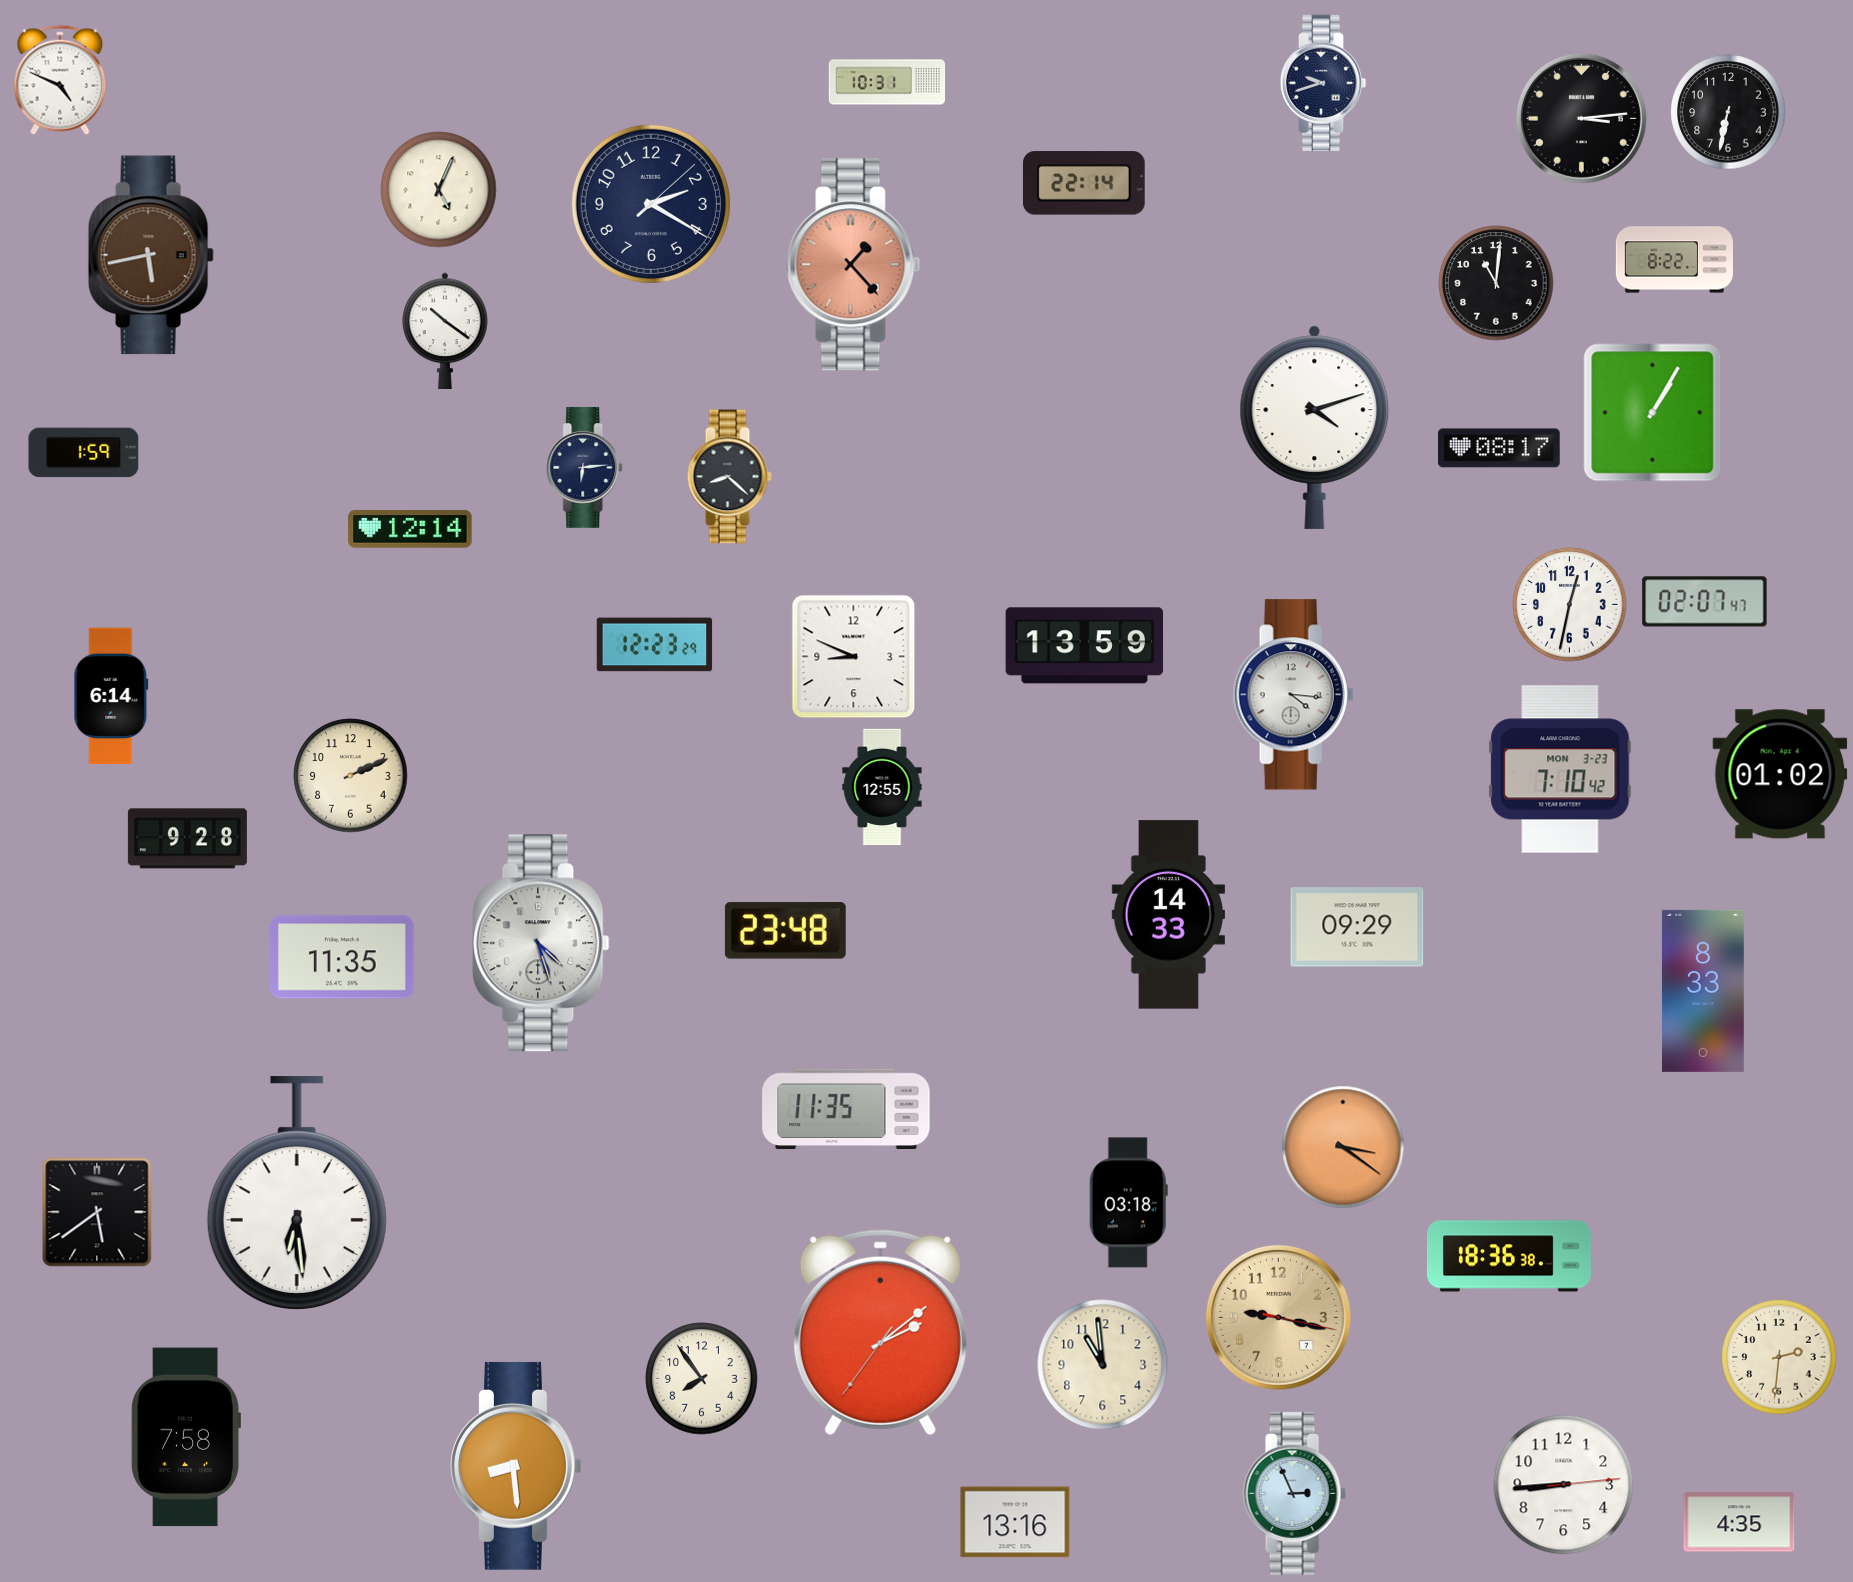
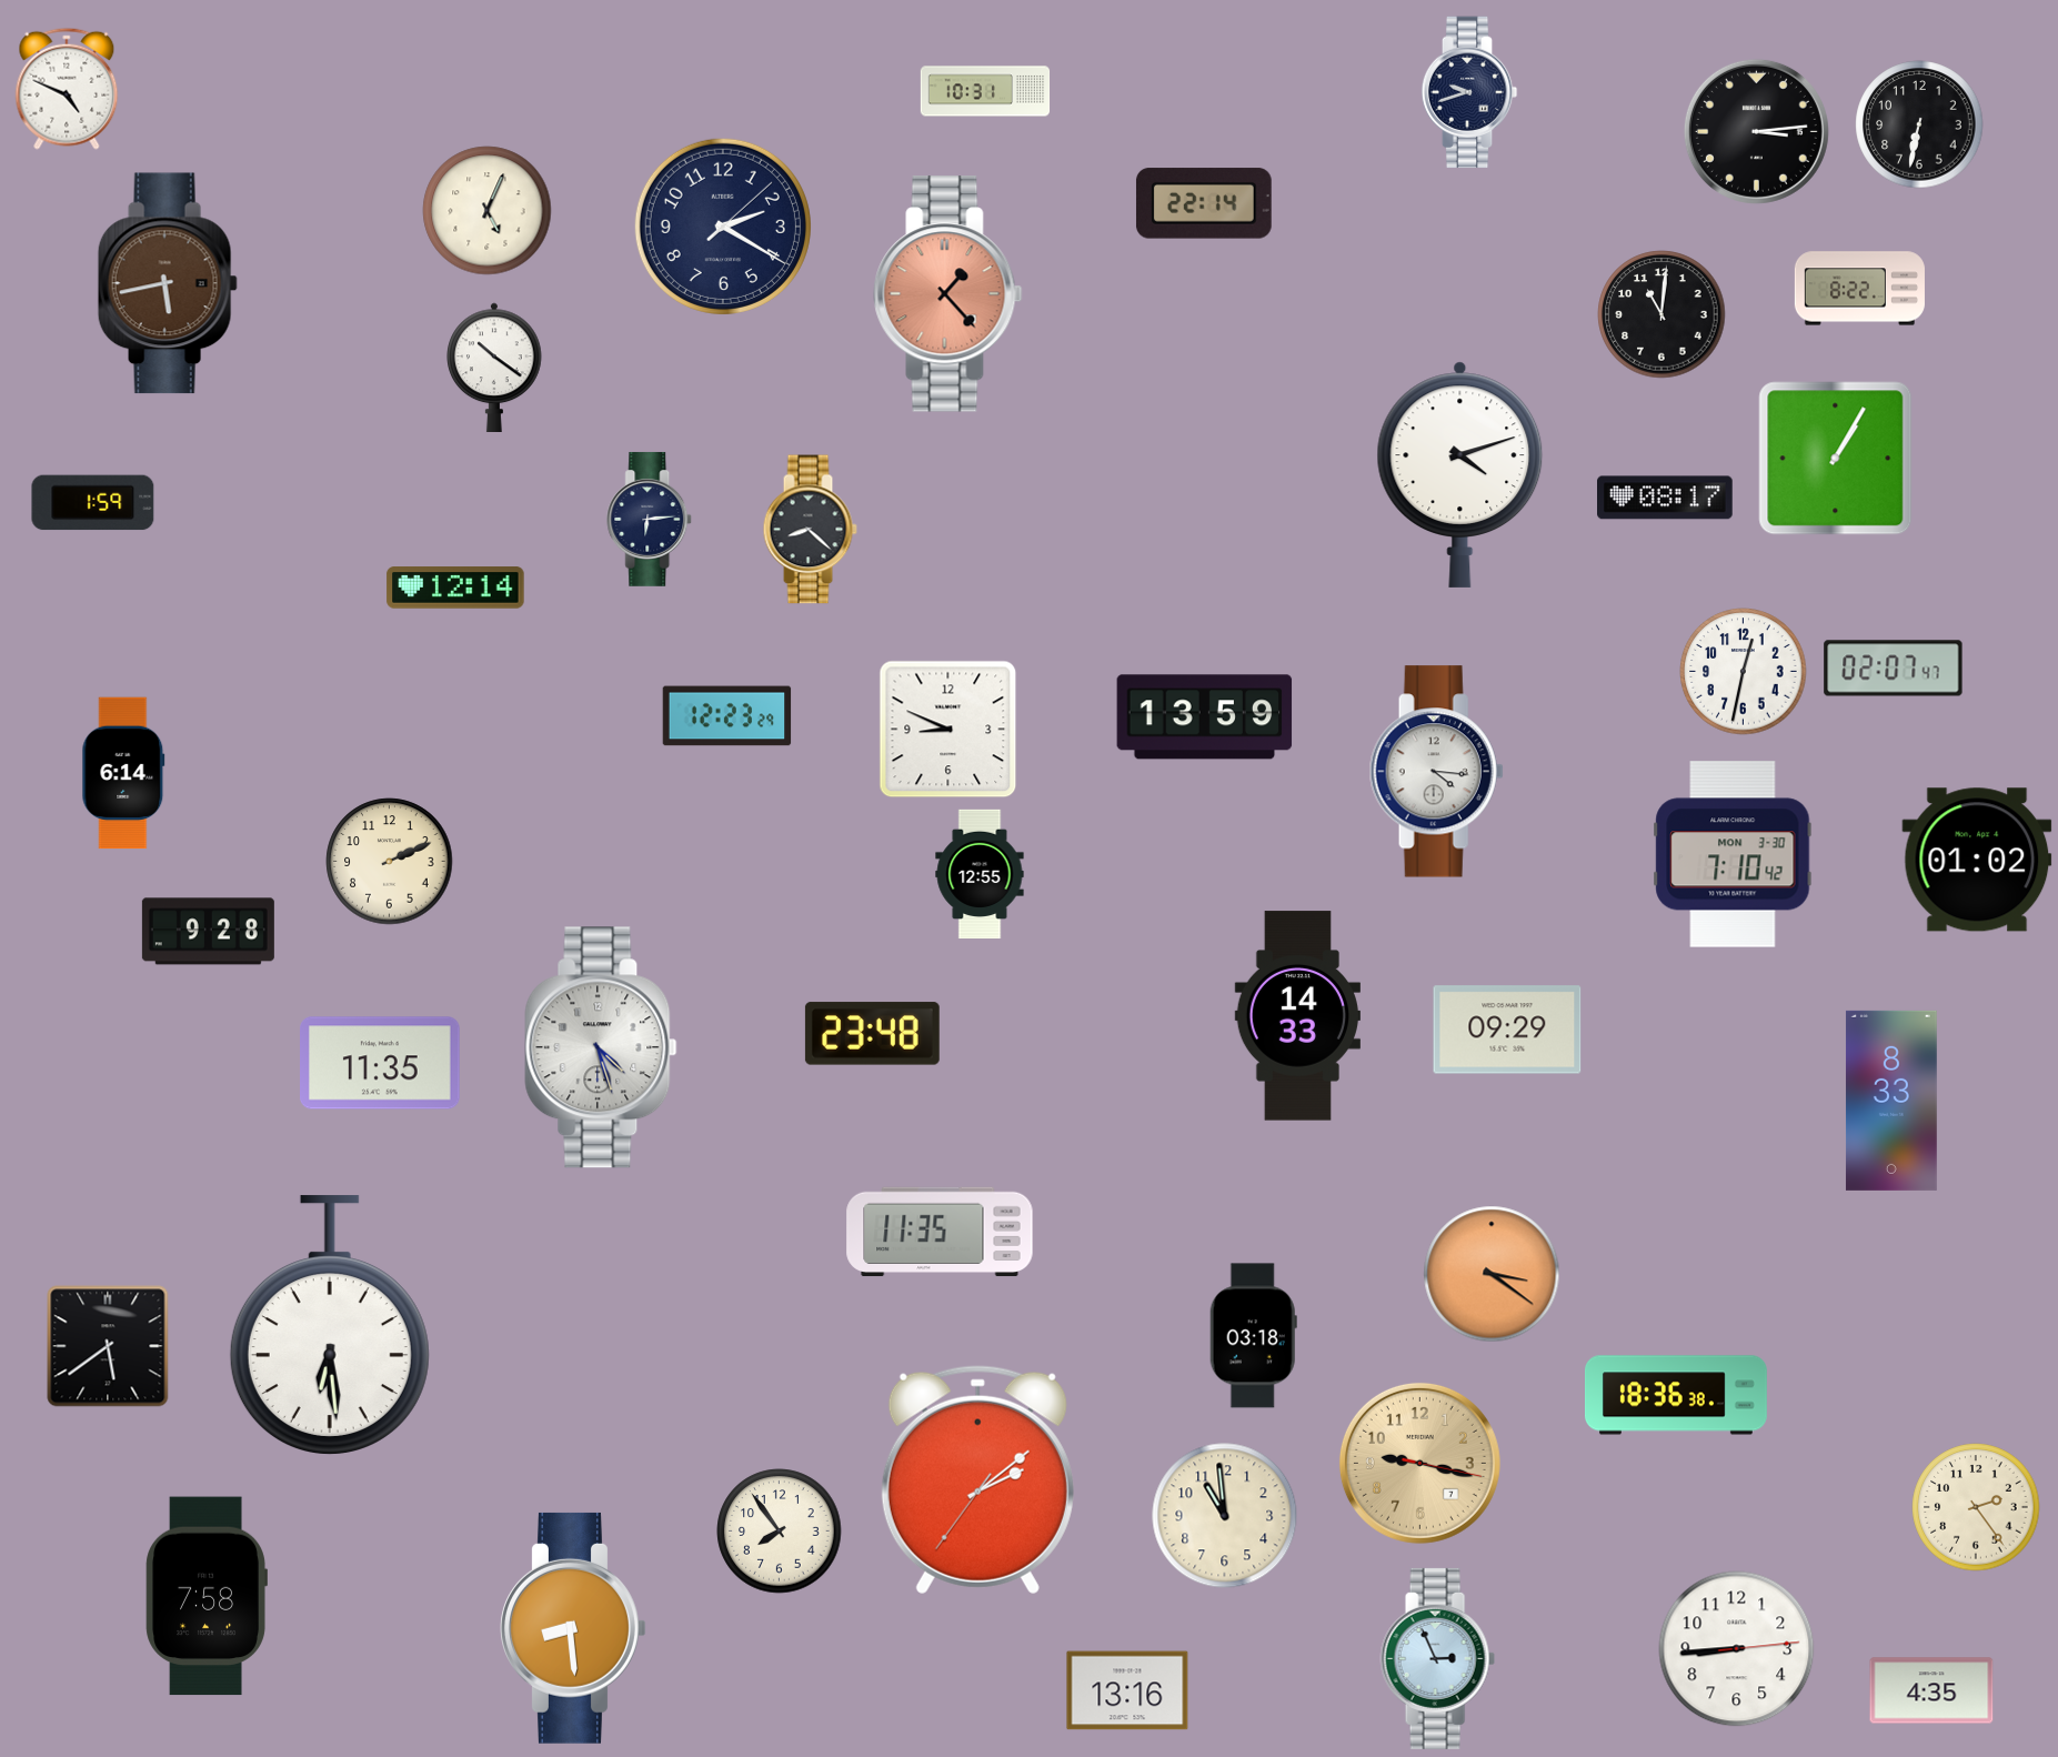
clock at (1560, 769) date: MON 3-23 -> MON 3-30
clock at (1779, 1357): 2:31 -> 2:24
